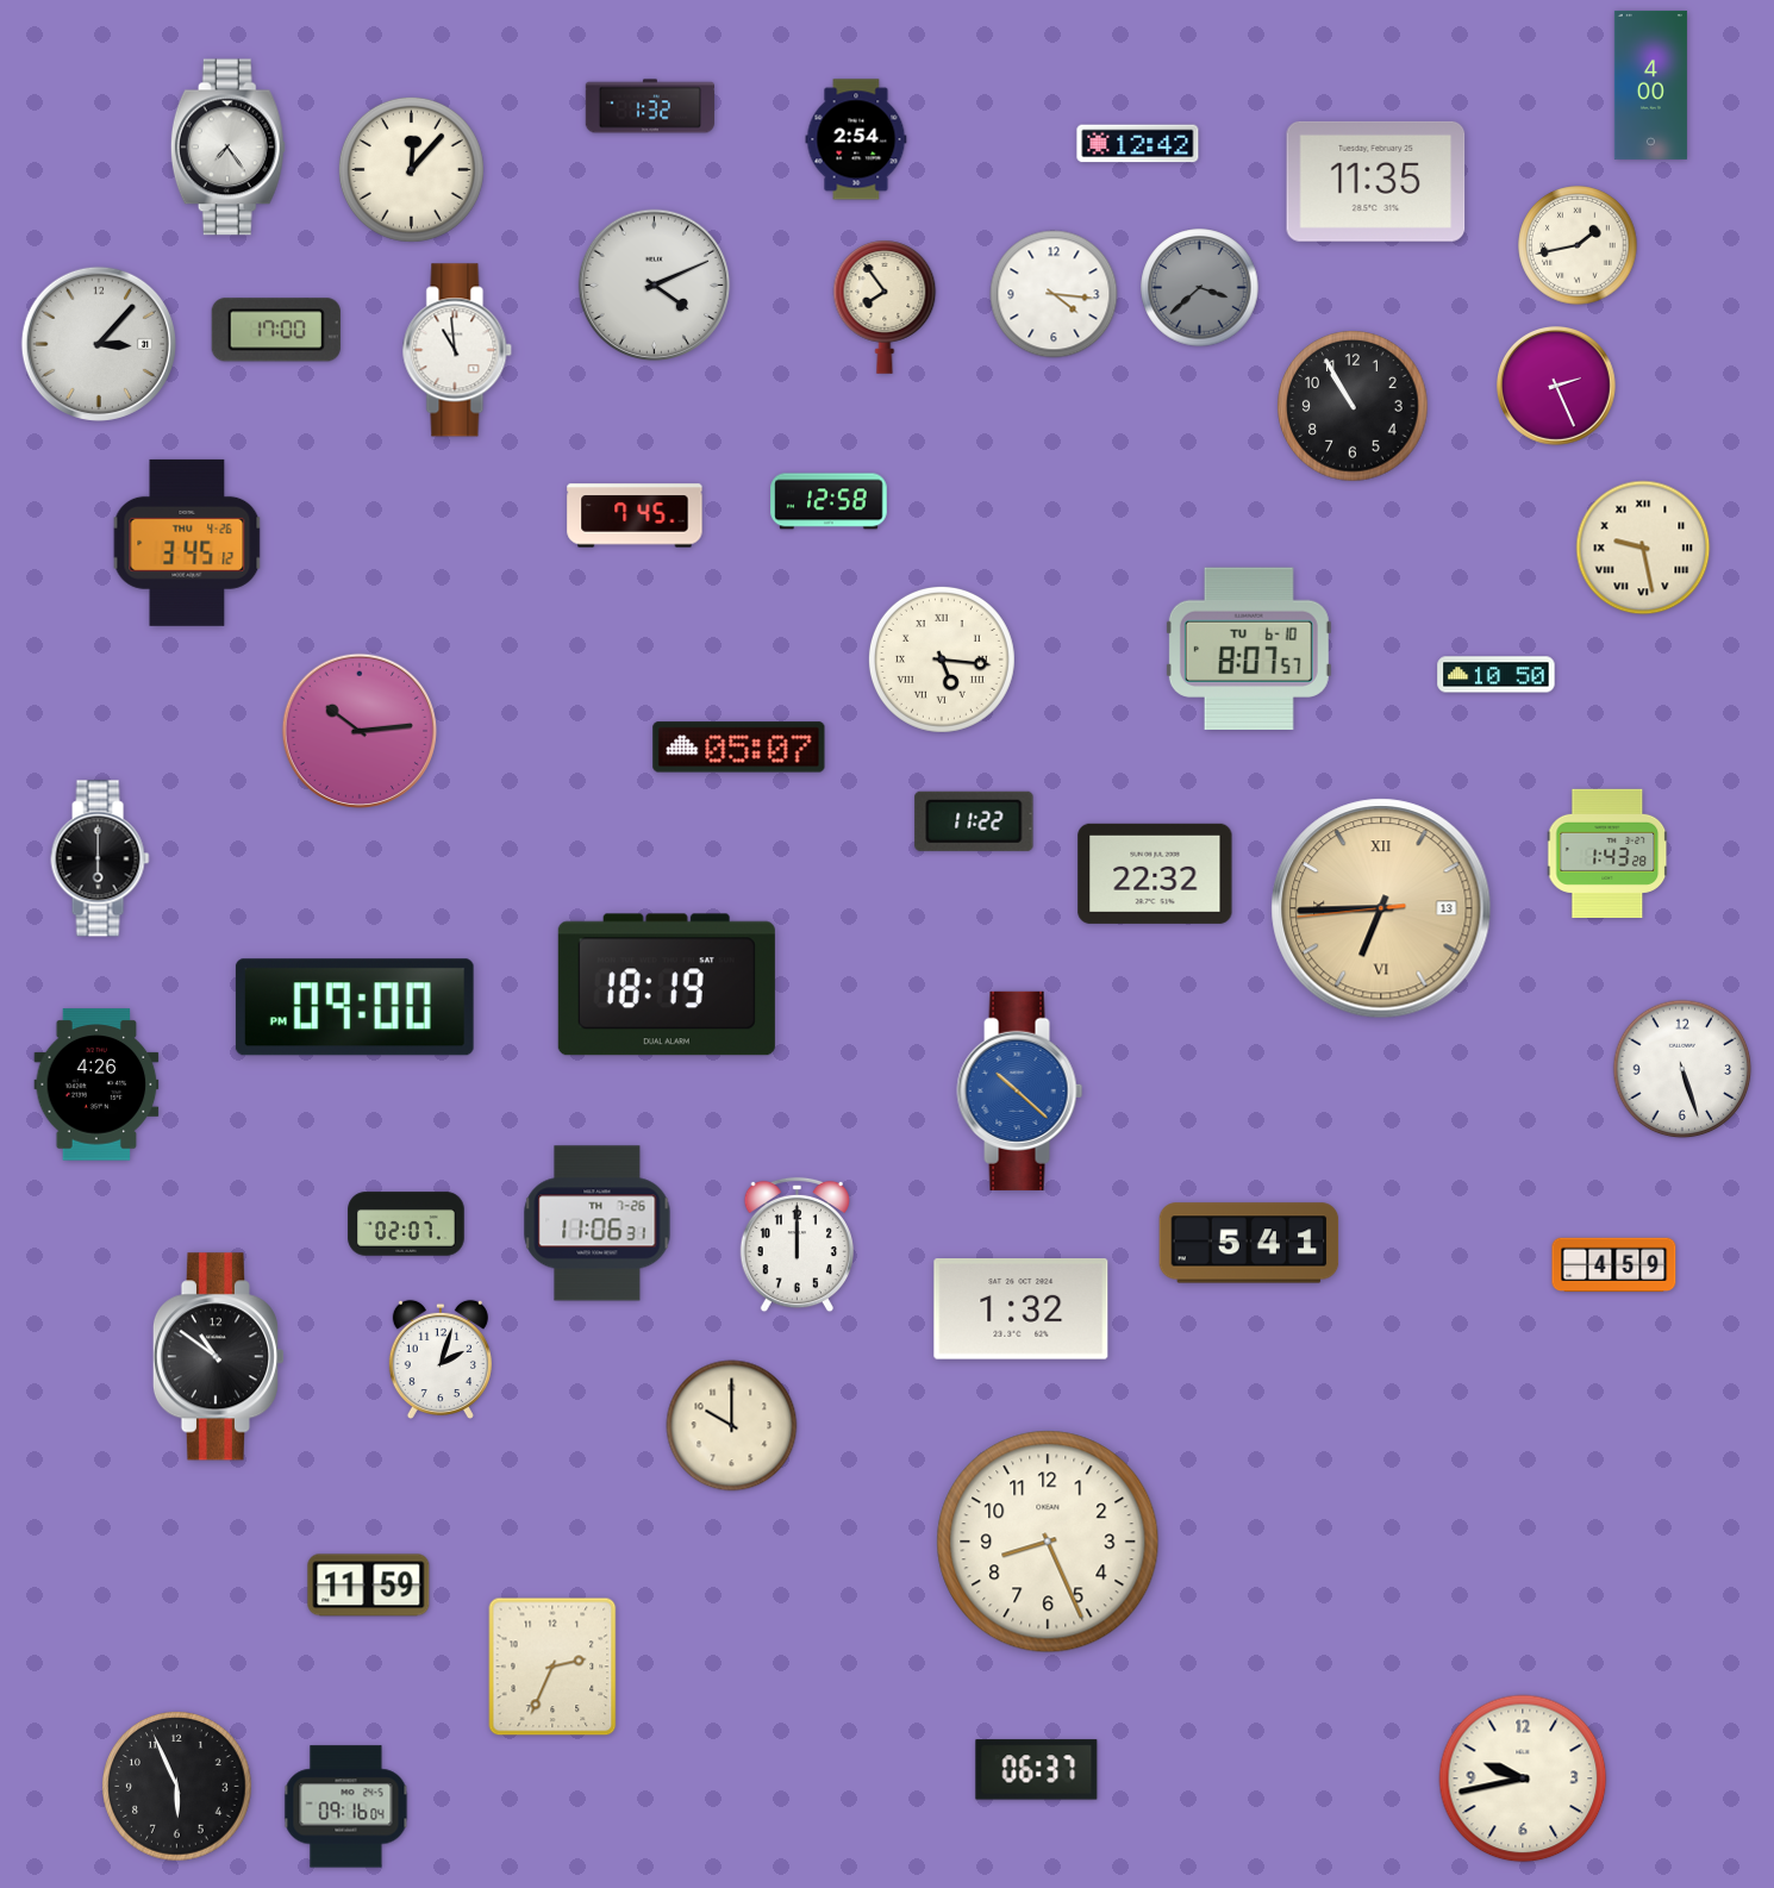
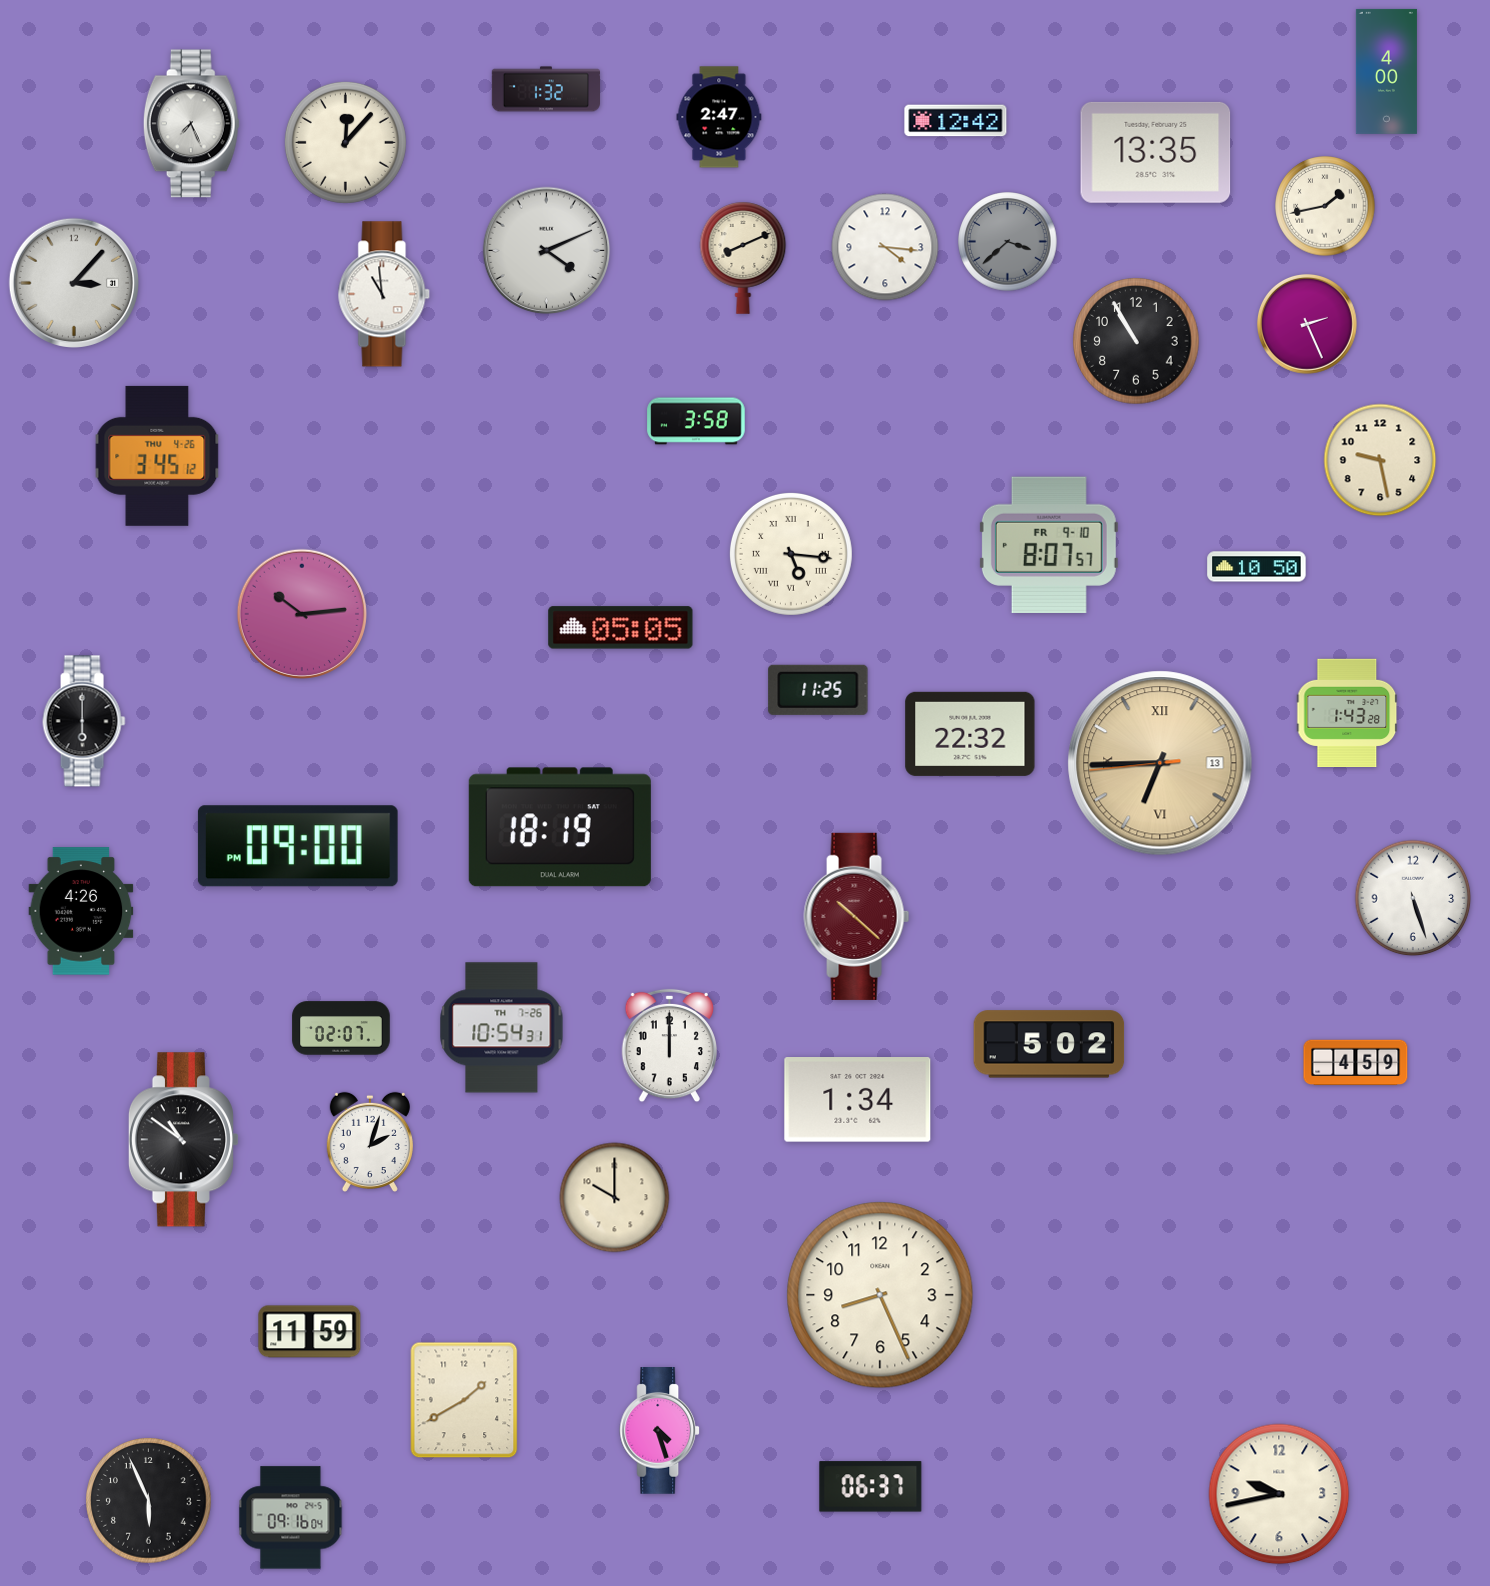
clock at (856, 139): 2:54 -> 2:47
clock at (227, 148): 7:24 -> 7:26
clock at (1376, 181): 11:35 -> 13:35
clock at (655, 286) position: (655, 286) -> (547, 251)
clock at (885, 307): 7:54 -> 8:11
clock at (276, 330): 17:00 -> none
clock at (98, 343) position: (98, 343) -> (73, 282)
clock at (829, 501): 12:58 -> 3:58
clock at (635, 515): 7:45 -> none
clock at (1643, 548) numerals: Roman -> Arabic
clock at (1249, 649) date: TU 6-10 -> FR 9-10
clock at (739, 748): 05:07 -> 05:05
clock at (974, 821): 11:22 -> 11:25
clock at (1607, 852) position: (1607, 852) -> (1347, 712)
clock at (1020, 1090) dial: blue -> burgundy
clock at (598, 1224): 11:06 -> 10:54
clock at (1249, 1243): 5:41 -> 5:02
clock at (1022, 1309): 1:32 -> 1:34
clock at (552, 1667): 2:34 -> 1:40
clock at (660, 1431): none -> 4:27
